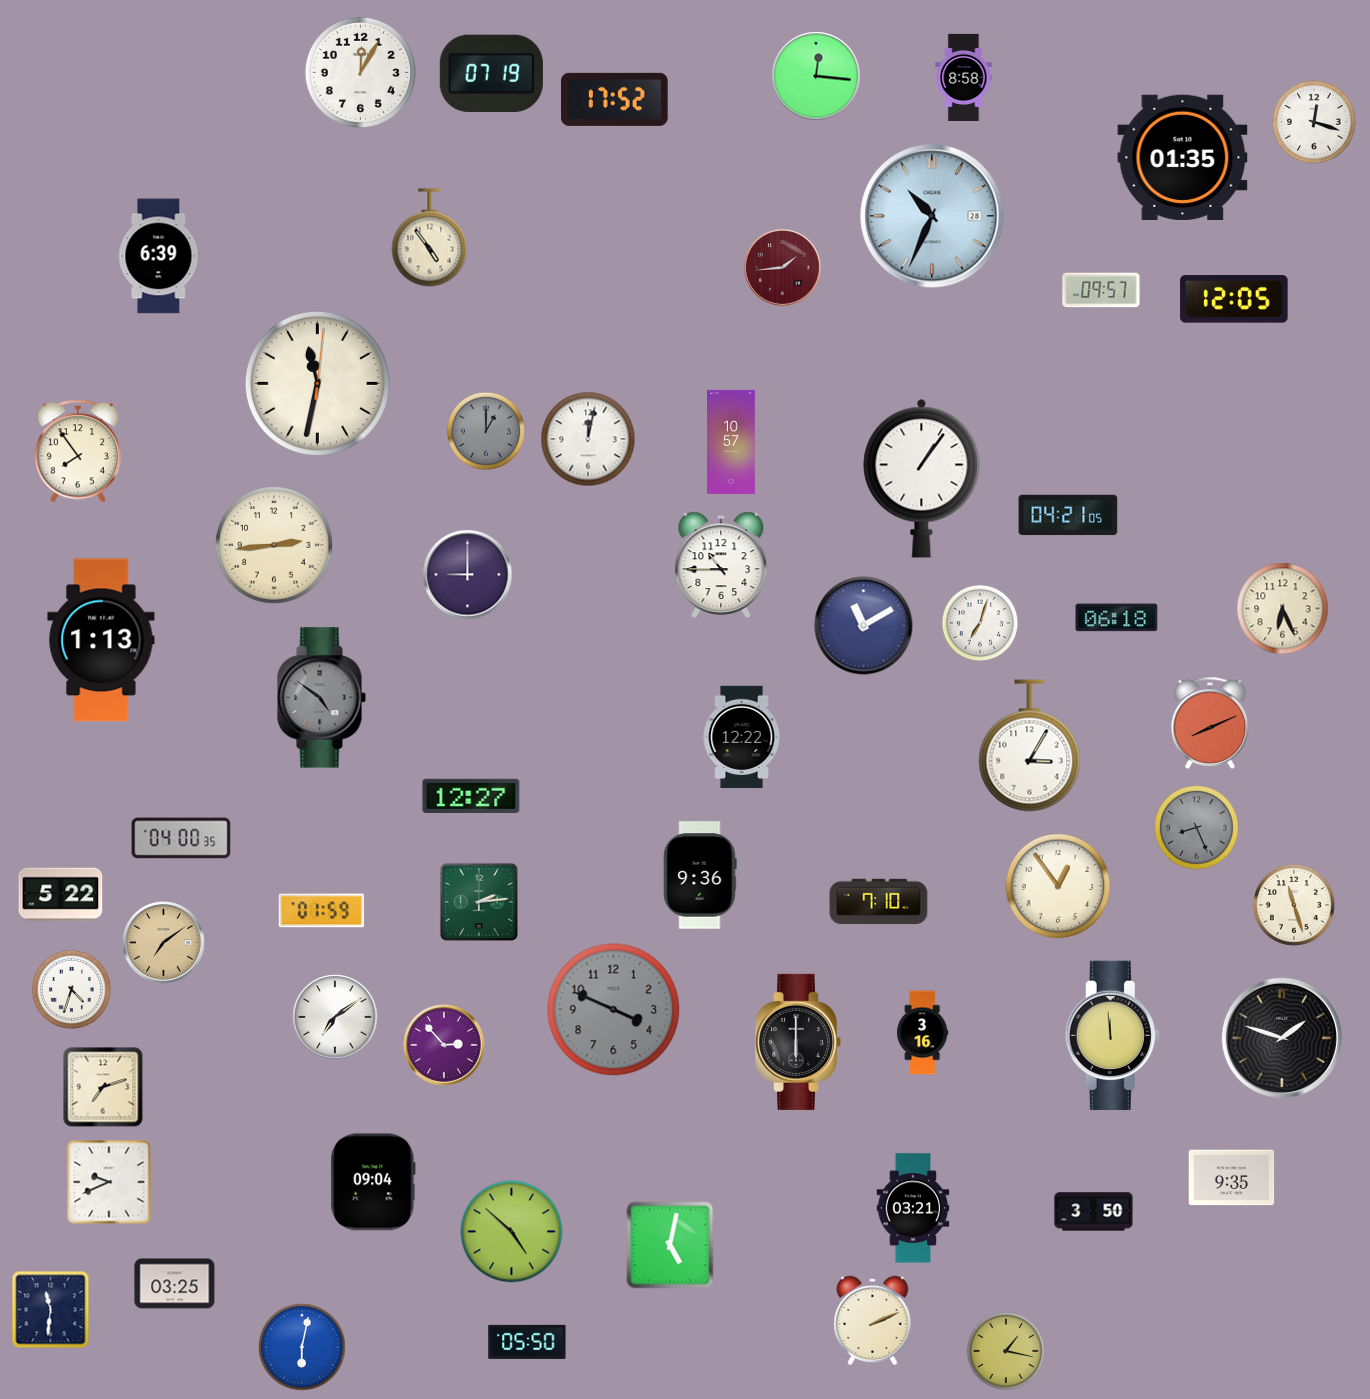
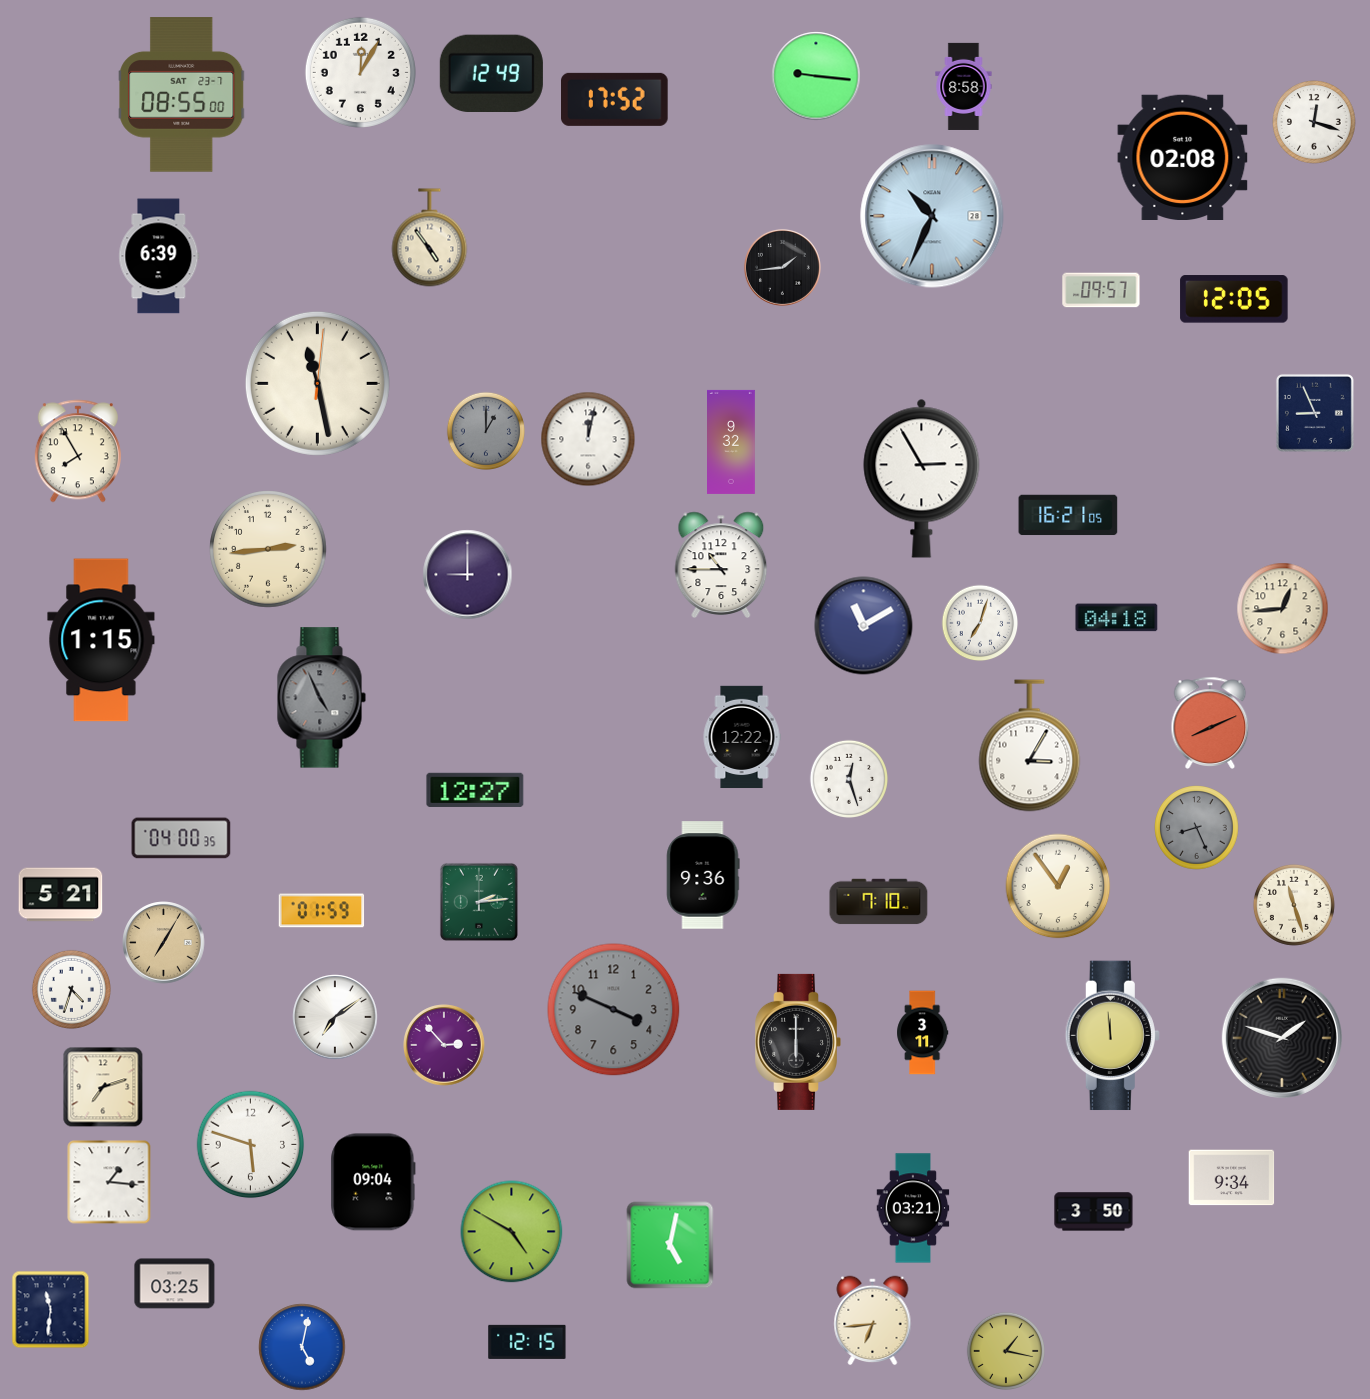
clock at (491, 73): 07:19 -> 12:49
clock at (816, 76): 12:16 -> 9:16
clock at (964, 77) position: (964, 77) -> (964, 86)
clock at (182, 95): none -> 08:55
clock at (1183, 157): 01:35 -> 02:08
clock at (782, 267) dial: burgundy -> black
clock at (317, 383): 11:32 -> 11:28
clock at (1315, 413): none -> 8:56
clock at (732, 442): 10:57 -> 9:32
clock at (78, 451): 7:54 -> 7:55
clock at (922, 478): 1:06 -> 2:55
clock at (1068, 515): 04:21 -> 16:21
clock at (274, 545) position: (274, 545) -> (268, 549)
clock at (1283, 609): 6:26 -> 12:44
clock at (1117, 618): 06:18 -> 04:18
clock at (101, 640): 1:13 -> 1:15
clock at (321, 698): 4:51 -> 4:56
clock at (848, 778): none -> 12:27
clock at (471, 796) position: (471, 796) -> (475, 790)
clock at (700, 875) position: (700, 875) -> (703, 875)
clock at (61, 895): 5:22 -> 5:21
clock at (164, 943): 7:09 -> 7:05
clock at (923, 1033): 3:16 -> 3:11
clock at (251, 1145): none -> 5:48
clock at (1232, 1178): 9:35 -> 9:34
clock at (109, 1182): 9:41 -> 1:16
clock at (512, 1232): 4:52 -> 4:50
clock at (873, 1321): 2:11 -> 6:44
clock at (527, 1342): 05:50 -> 12:15
clock at (302, 1347): 6:02 -> 5:02
